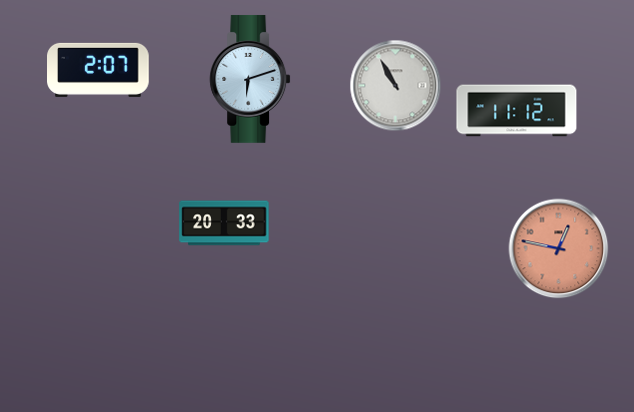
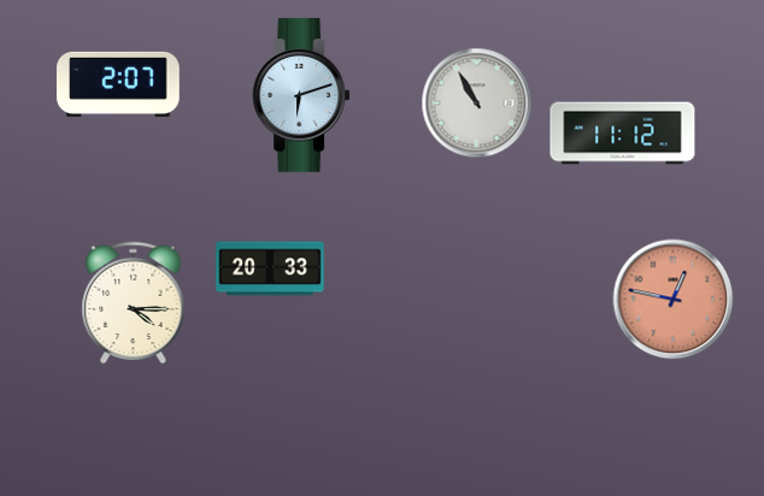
clock at (134, 303): none -> 4:15
